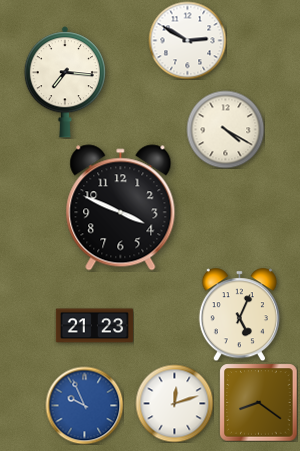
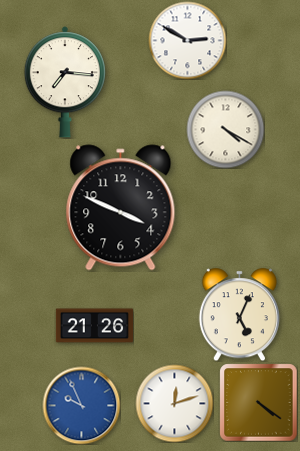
clock at (94, 326): 21:23 -> 21:26
clock at (258, 402): 8:21 -> 4:21
clock at (84, 405) position: (84, 405) -> (81, 405)
